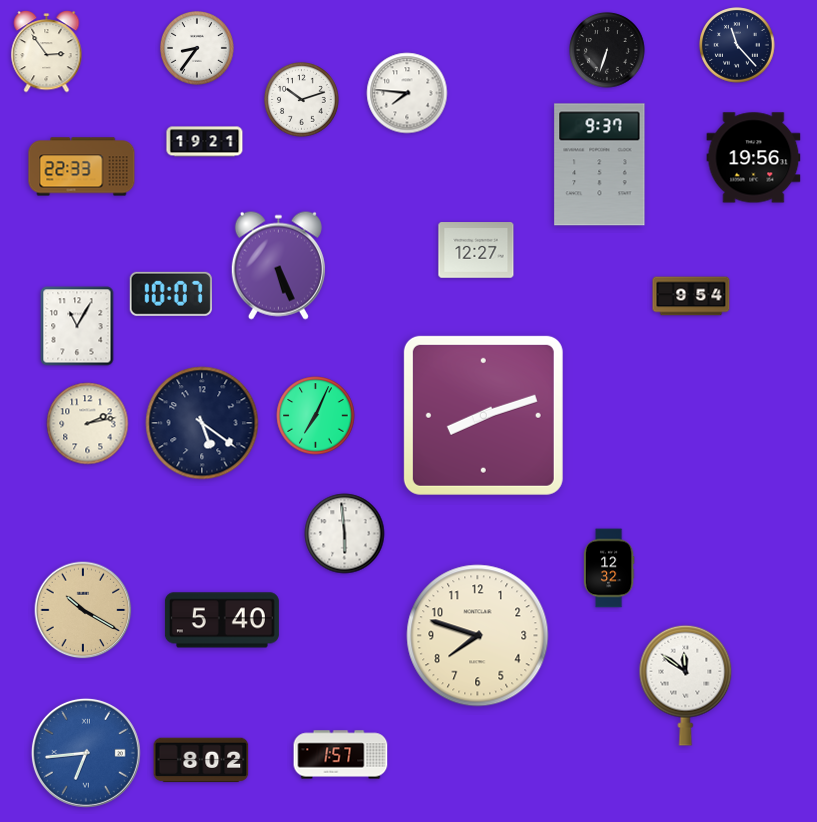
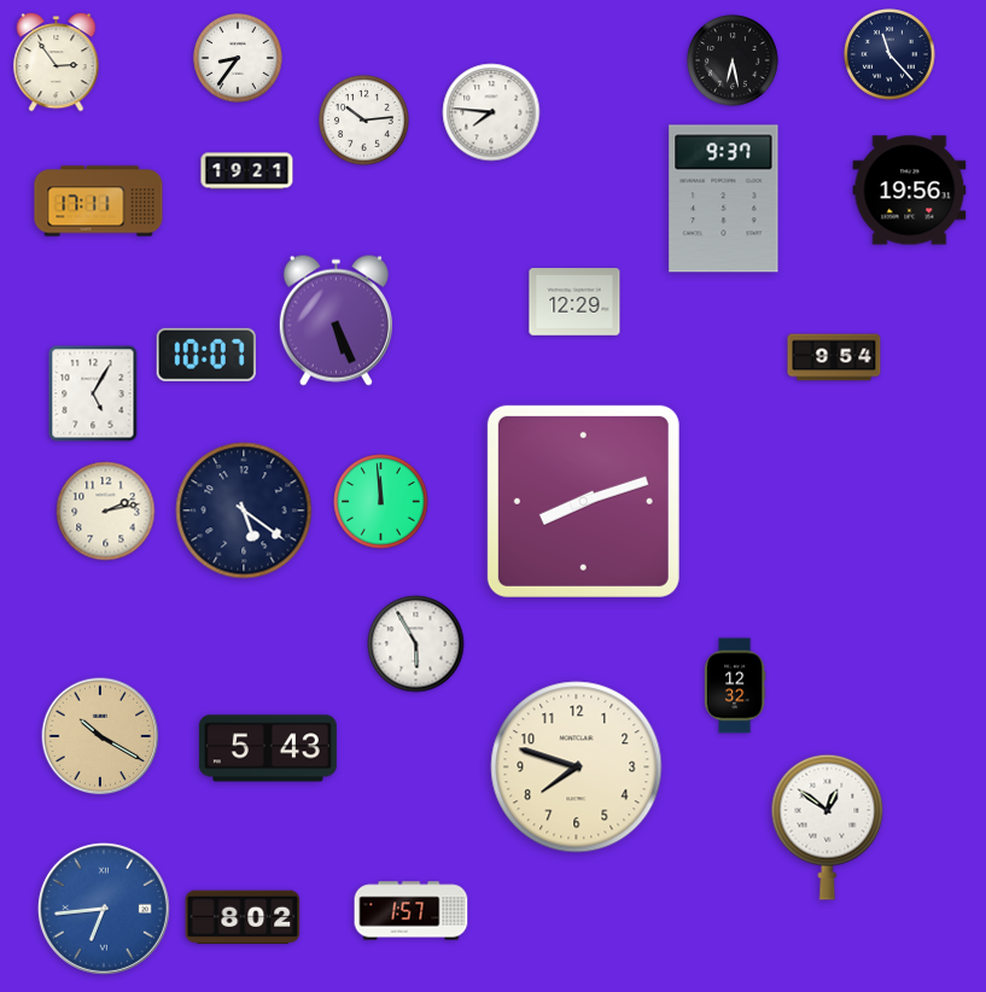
clock at (607, 50): 6:33 -> 6:28
clock at (302, 100): 10:12 -> 10:14
clock at (82, 167): 22:33 -> 17:11
clock at (476, 250): 12:27 -> 12:29
clock at (77, 326): 11:05 -> 5:05
clock at (316, 416): 7:04 -> 11:59
clock at (345, 534): 5:59 -> 5:55
clock at (222, 620): 5:40 -> 5:43
clock at (686, 685): 11:51 -> 12:51
